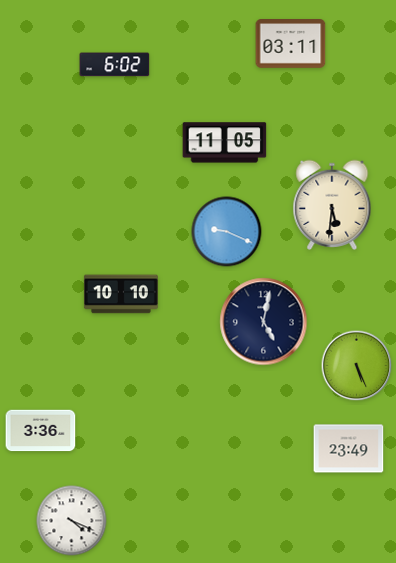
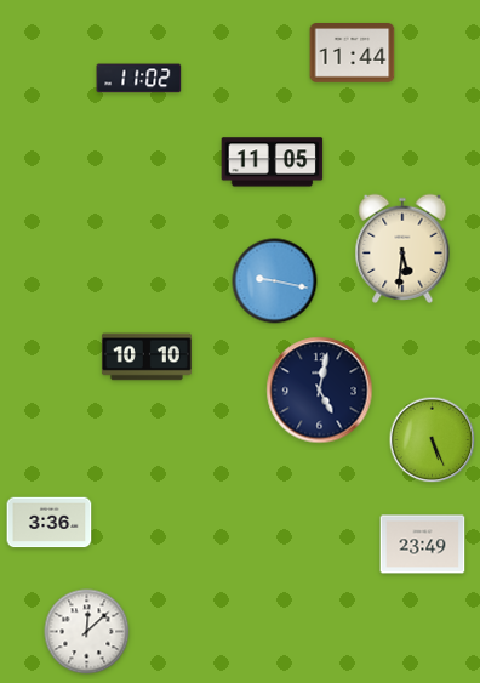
clock at (291, 44): 03:11 -> 11:44
clock at (115, 65): 6:02 -> 11:02
clock at (225, 143) position: (225, 143) -> (273, 163)
clock at (227, 232): 9:19 -> 9:17
clock at (357, 366) position: (357, 366) -> (433, 440)
clock at (72, 521): 4:19 -> 12:08
